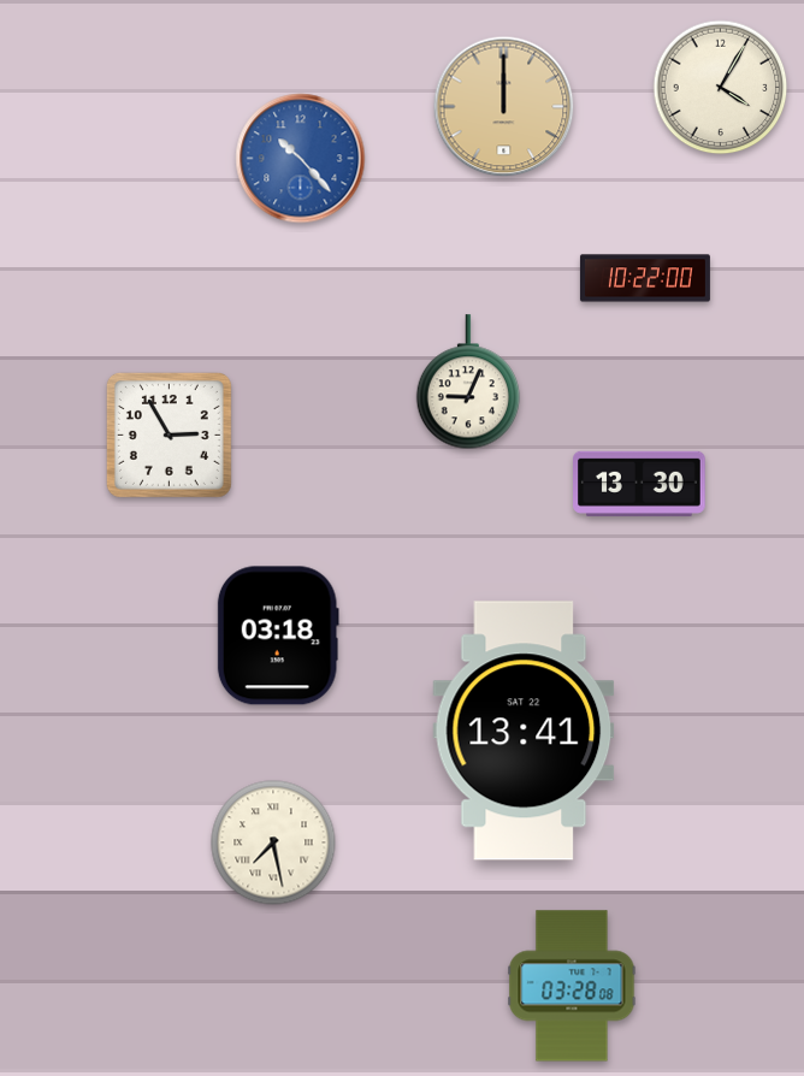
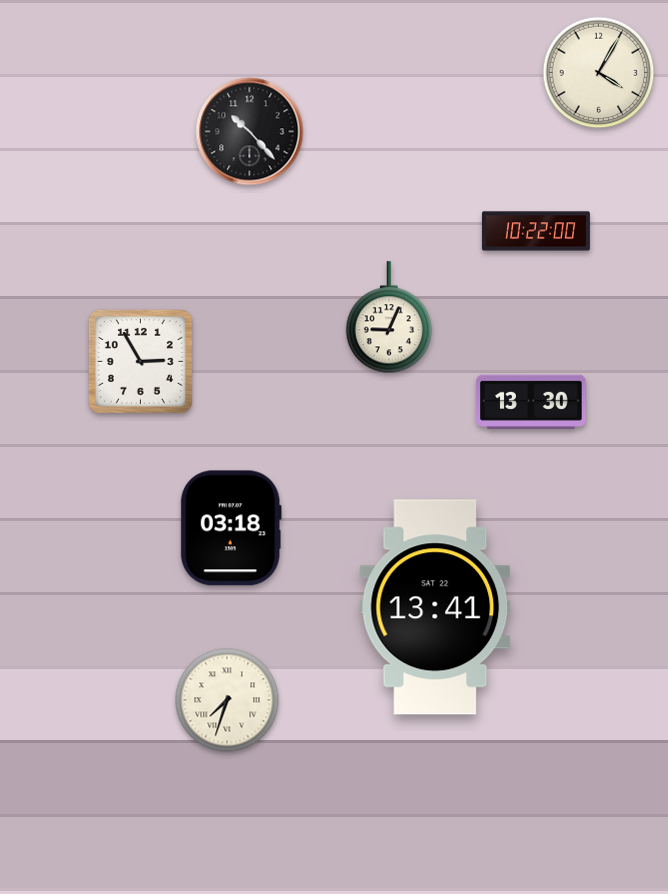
clock at (504, 107): 12:00 -> none
clock at (301, 159) dial: blue -> black
clock at (273, 843): 7:28 -> 7:33
clock at (572, 986): 03:28 -> none
